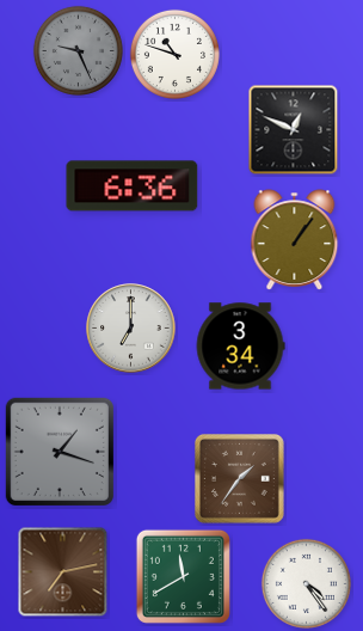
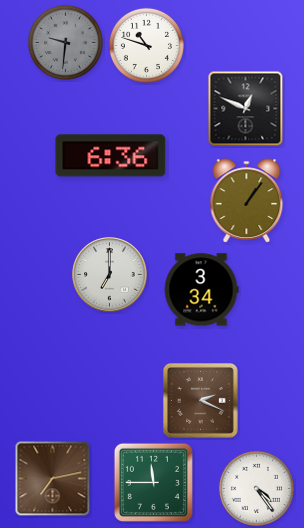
clock at (78, 50): 9:26 -> 9:31
clock at (59, 451): 1:18 -> none
clock at (240, 479): 1:36 -> 2:19
clock at (183, 576): 11:40 -> 11:45
